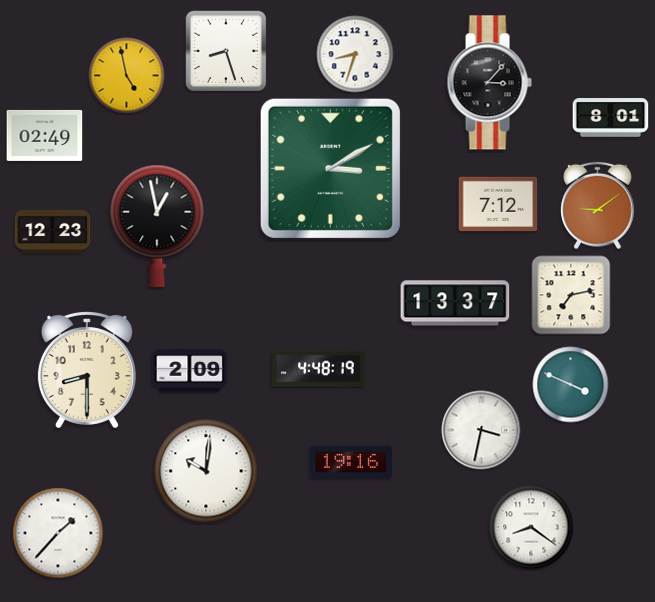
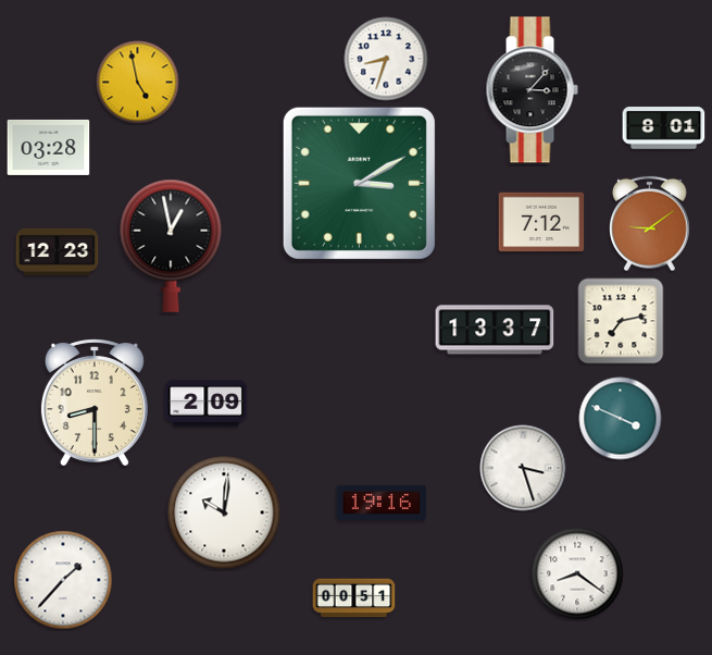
clock at (226, 51): 8:27 -> none
clock at (45, 135): 02:49 -> 03:28
clock at (319, 369): 4:48 -> none
clock at (481, 430): 3:32 -> 3:27
clock at (354, 598): none -> 00:51
